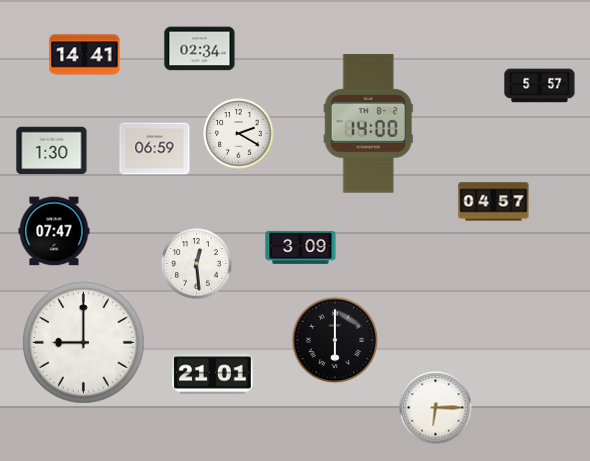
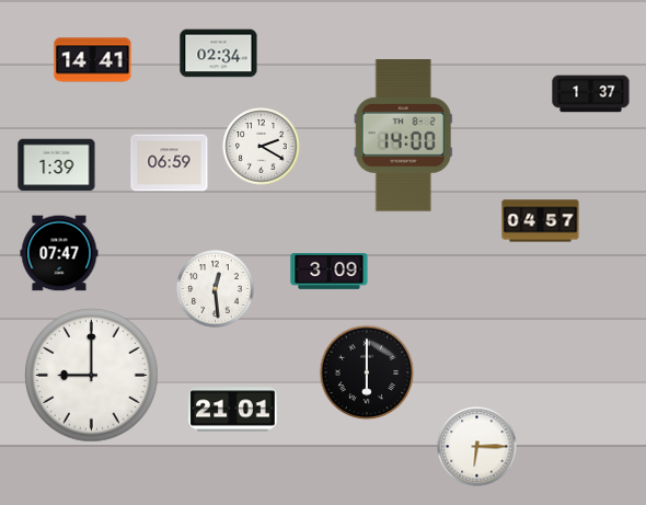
clock at (540, 86): 5:57 -> 1:37
clock at (52, 151): 1:30 -> 1:39
